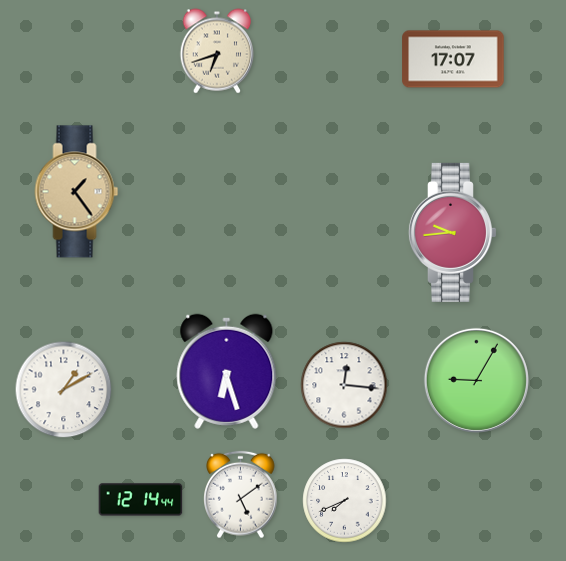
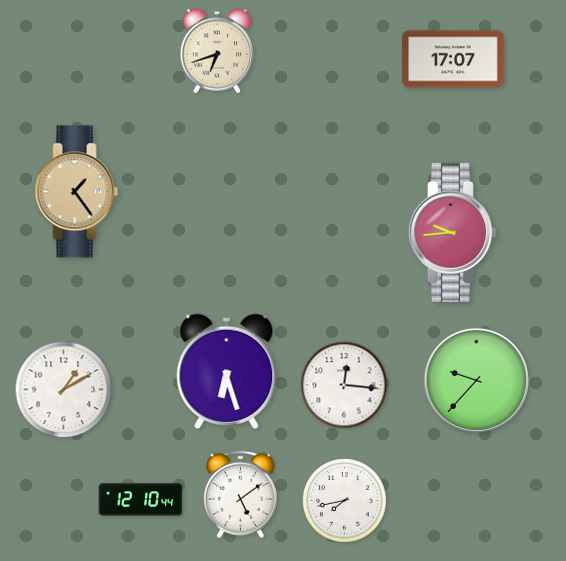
clock at (476, 380): 9:05 -> 9:37
clock at (141, 500): 12:14 -> 12:10
clock at (345, 501): 7:41 -> 7:43
